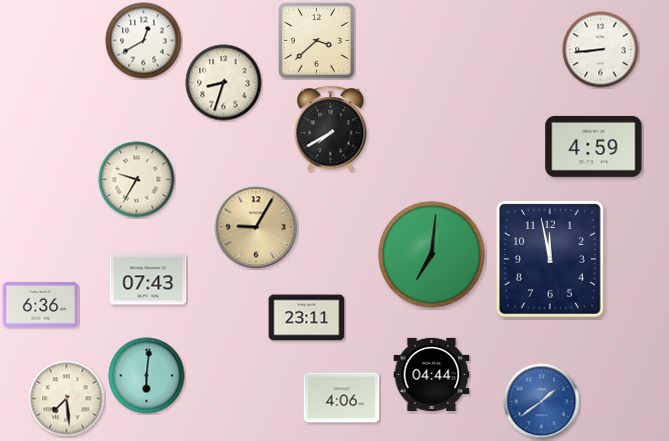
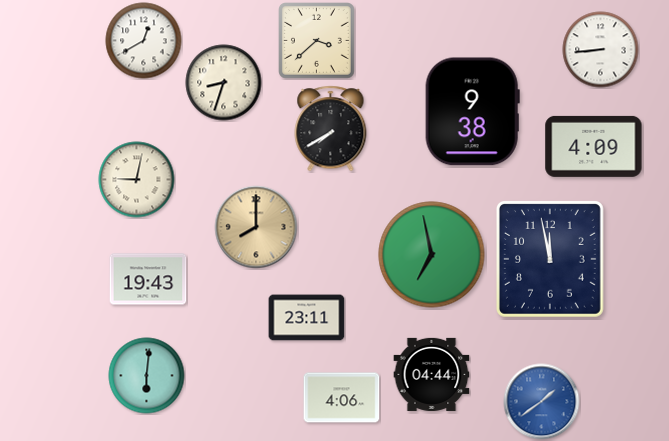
clock at (472, 112): none -> 9:38
clock at (594, 146): 4:59 -> 4:09
clock at (137, 180): 9:35 -> 9:02
clock at (256, 227): 9:05 -> 8:00
clock at (432, 255): 7:01 -> 6:58
clock at (148, 279): 07:43 -> 19:43
clock at (41, 305): 6:36 -> none
clock at (67, 399): 7:29 -> none
